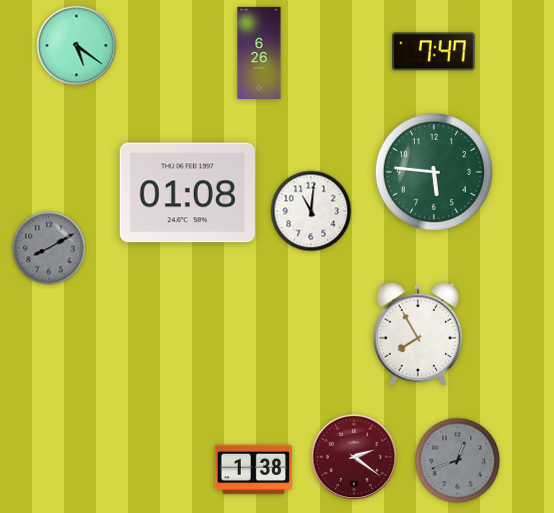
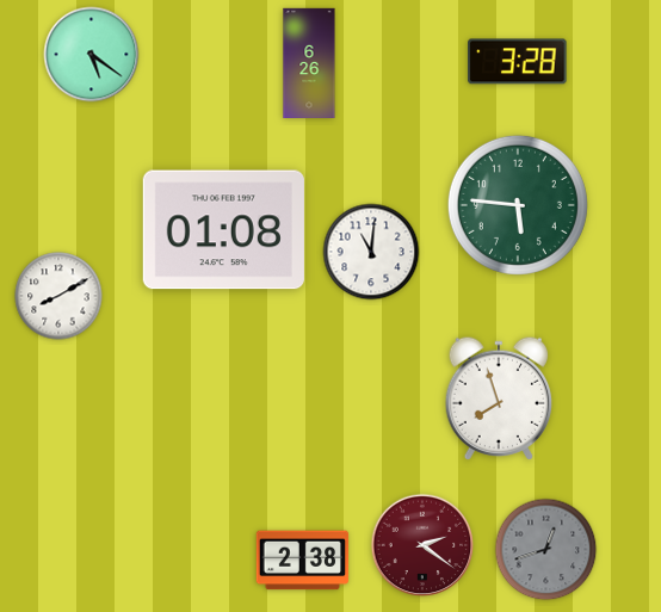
clock at (434, 52): 7:47 -> 3:28
clock at (49, 248) dial: grey -> white
clock at (418, 333): 7:55 -> 7:57
clock at (254, 470): 1:38 -> 2:38
